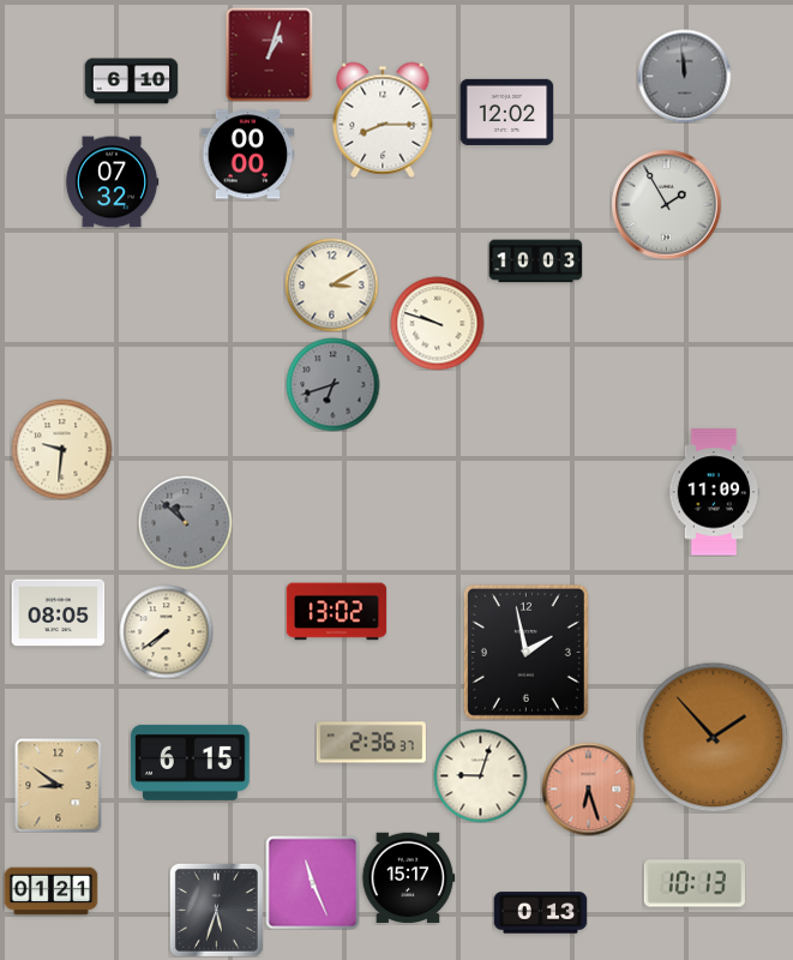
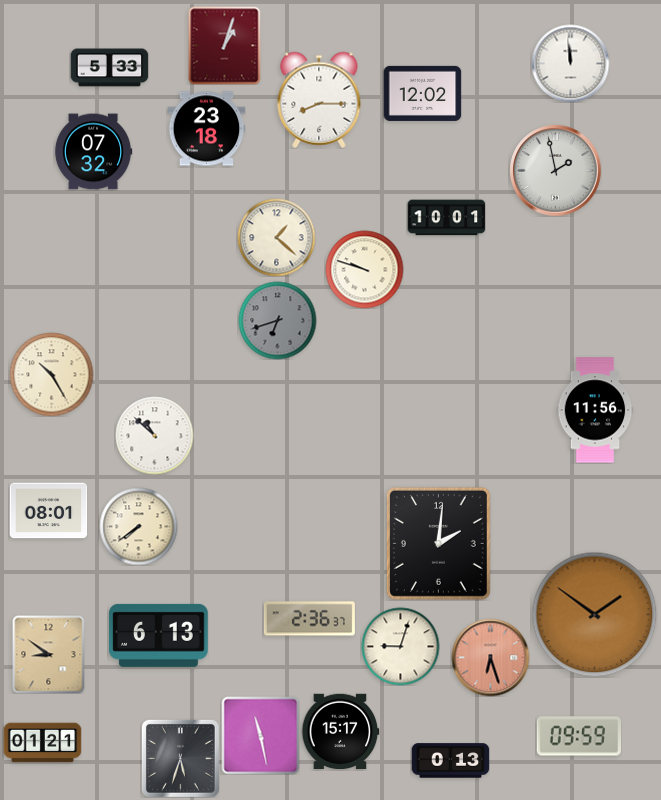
clock at (684, 76) dial: grey -> white
clock at (131, 82): 6:10 -> 5:33
clock at (247, 155): 00:00 -> 23:18
clock at (666, 204): 1:55 -> 1:58
clock at (535, 262): 10:03 -> 10:01
clock at (331, 284): 3:10 -> 1:22
clock at (61, 449): 9:31 -> 10:25
clock at (714, 492): 11:09 -> 11:56
clock at (185, 522) dial: grey -> white
clock at (336, 612): 13:02 -> none
clock at (58, 613): 08:05 -> 08:01
clock at (525, 652): 1:58 -> 2:01
clock at (713, 737): 1:53 -> 1:51
clock at (191, 762): 6:15 -> 6:13
clock at (312, 882): 11:26 -> 11:28
clock at (693, 883): 10:13 -> 09:59
